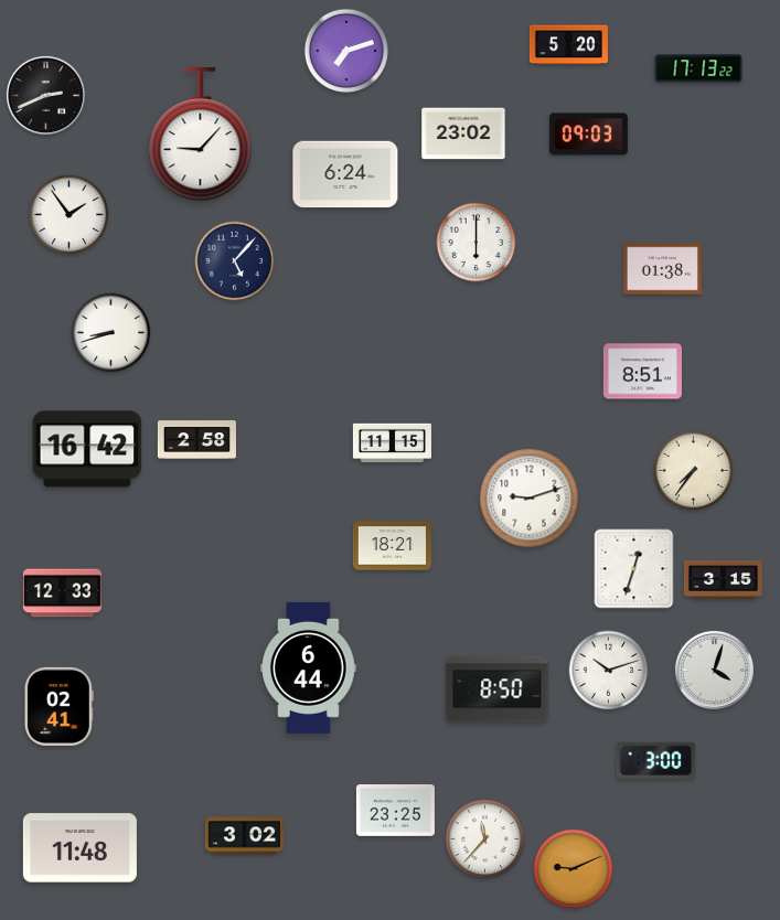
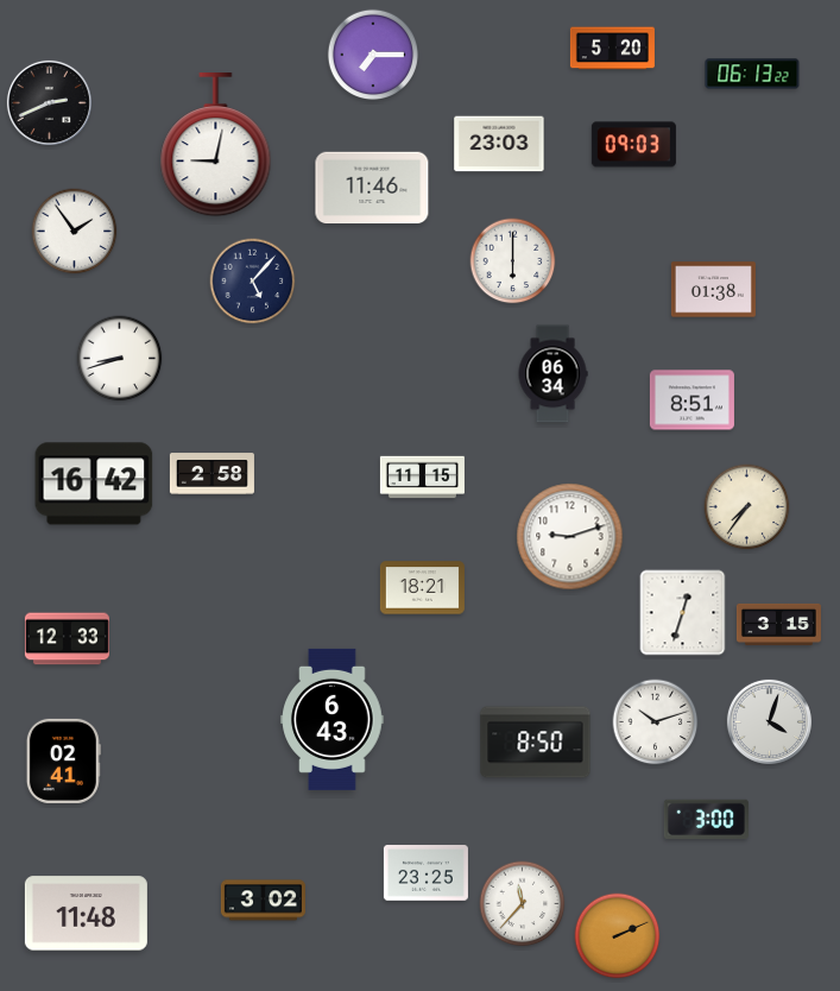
clock at (345, 50): 7:12 -> 7:15
clock at (698, 68): 17:13 -> 06:13
clock at (463, 133): 23:02 -> 23:03
clock at (201, 136): 9:07 -> 9:02
clock at (345, 174): 6:24 -> 11:46
clock at (552, 374): none -> 06:34
clock at (309, 667): 6:44 -> 6:43
clock at (574, 869): 9:11 -> 2:11
